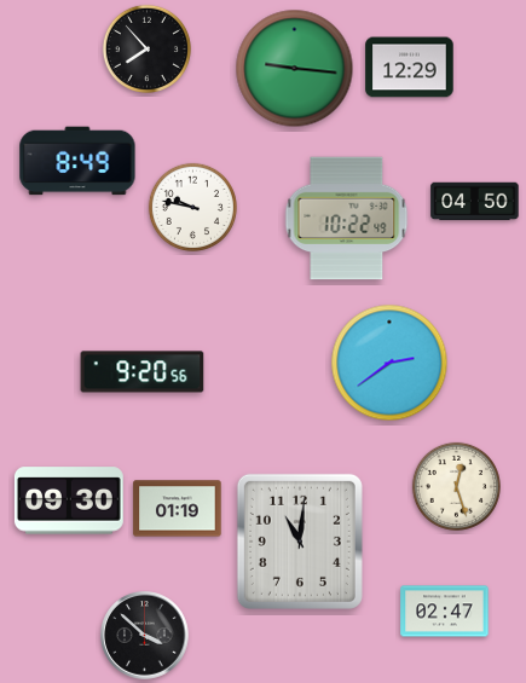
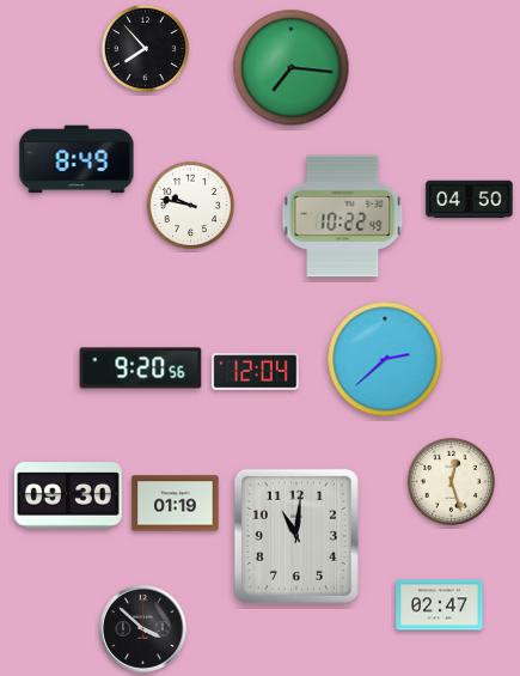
clock at (410, 68): 12:29 -> none
clock at (295, 69): 9:16 -> 7:16
clock at (389, 363): 2:39 -> 2:38
clock at (256, 372): none -> 12:04
